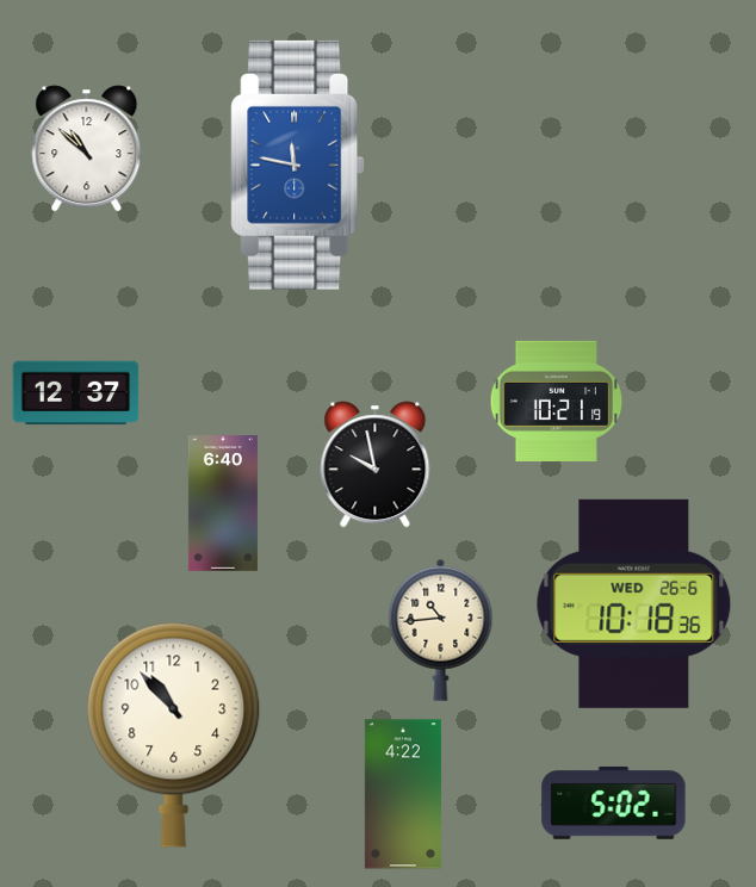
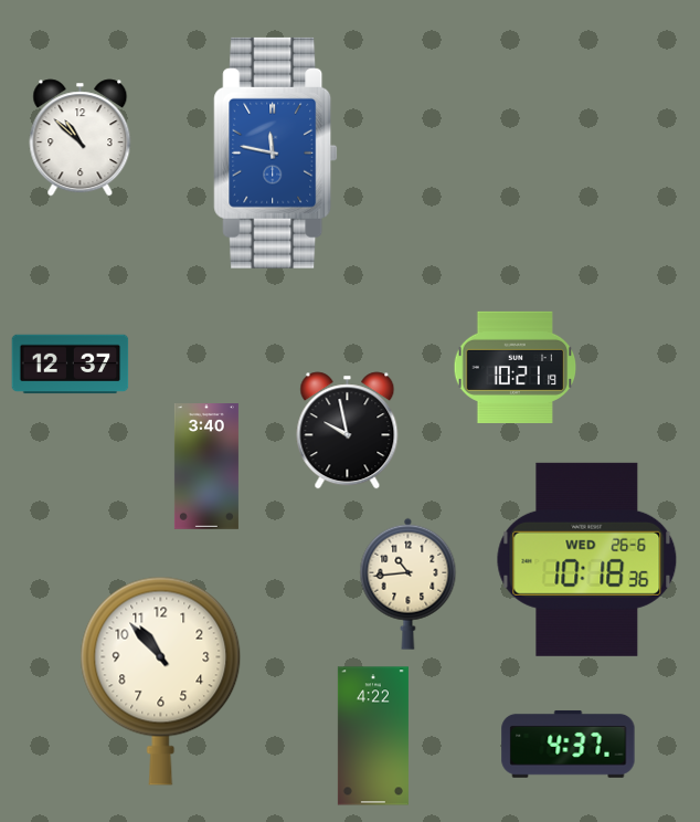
clock at (557, 401) position: (557, 401) -> (516, 367)
clock at (223, 504): 6:40 -> 3:40
clock at (614, 802): 5:02 -> 4:37
